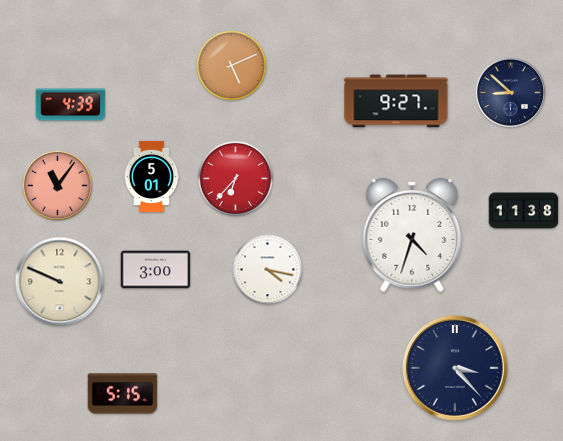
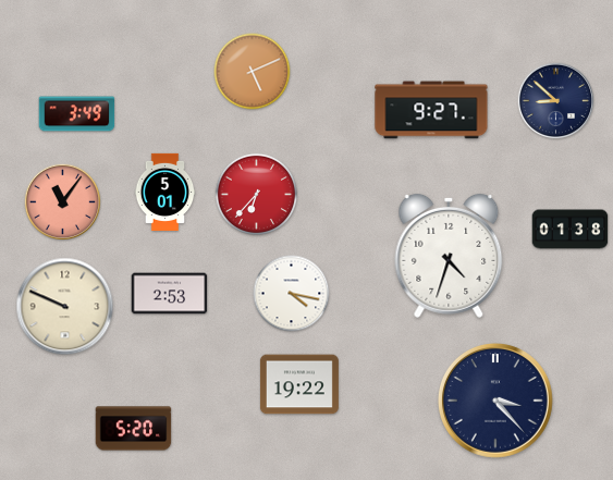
clock at (71, 105): 4:39 -> 3:49
clock at (524, 211): 11:38 -> 01:38
clock at (156, 270): 3:00 -> 2:53
clock at (299, 384): none -> 19:22
clock at (123, 394): 5:15 -> 5:20
